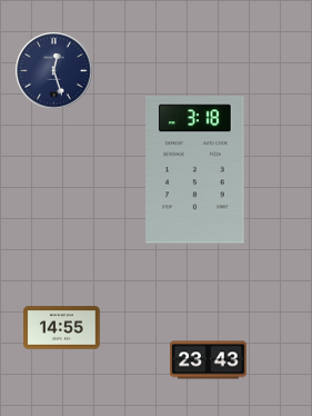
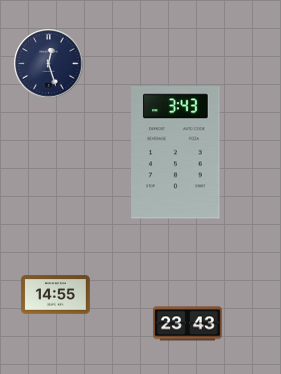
clock at (195, 170): 3:18 -> 3:43
